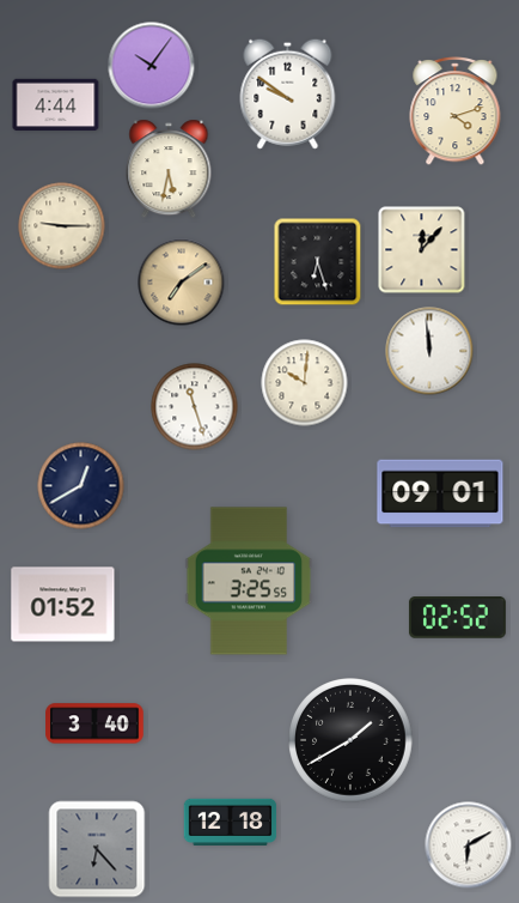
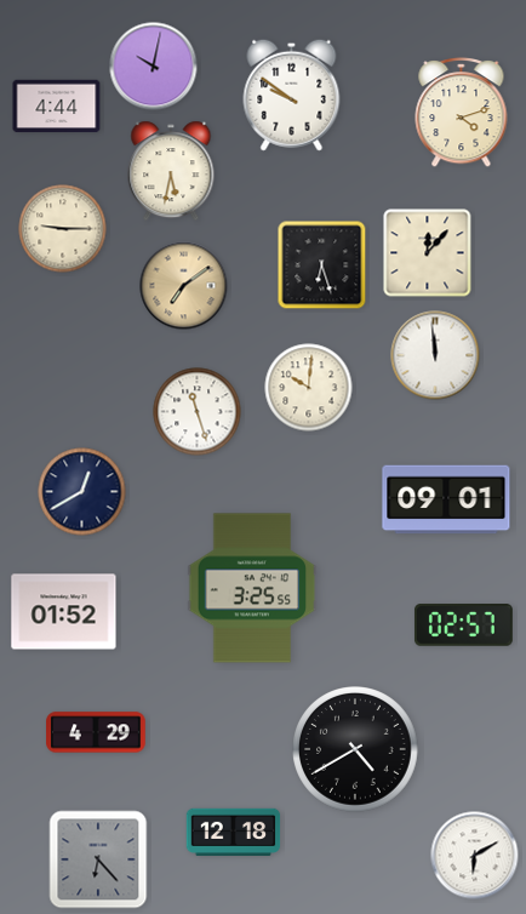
clock at (152, 66): 10:06 -> 10:02
clock at (457, 618): 02:52 -> 02:57
clock at (94, 723): 3:40 -> 4:29
clock at (350, 740): 1:40 -> 4:40
